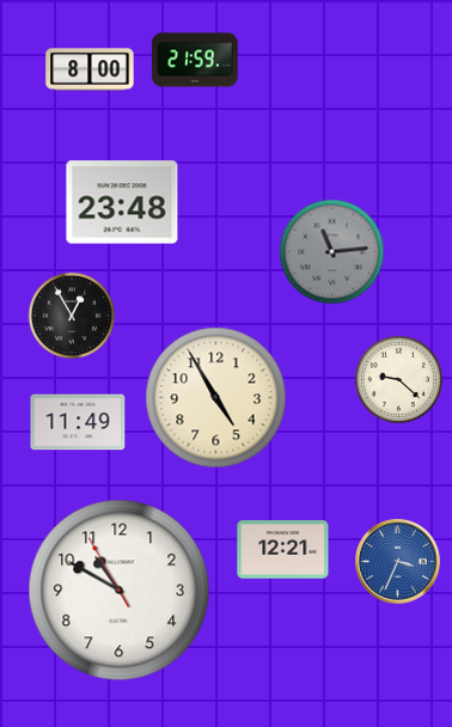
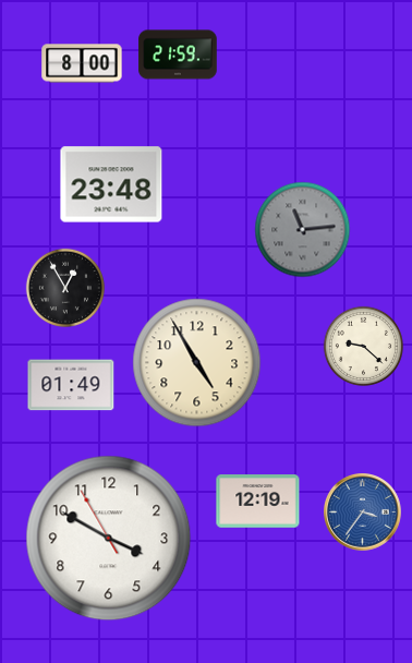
clock at (78, 422): 11:49 -> 01:49
clock at (283, 550): 12:21 -> 12:19
clock at (398, 562): 3:34 -> 3:36
clock at (120, 591): 10:49 -> 3:49
